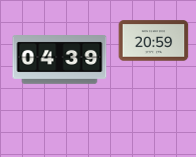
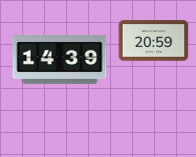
clock at (60, 60): 04:39 -> 14:39
